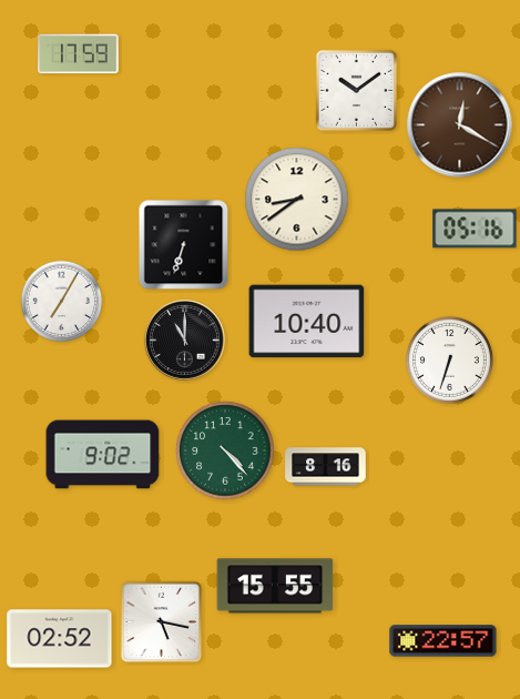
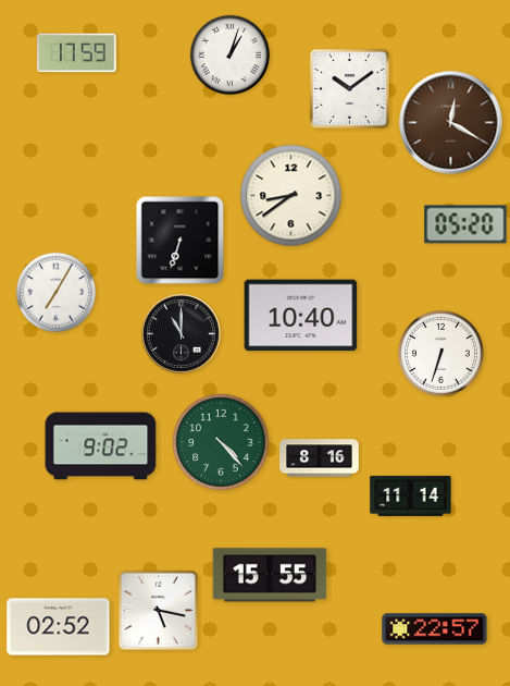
clock at (229, 54): none -> 1:03
clock at (475, 229): 05:16 -> 05:20
clock at (61, 301) position: (61, 301) -> (55, 292)
clock at (411, 495): none -> 11:14
